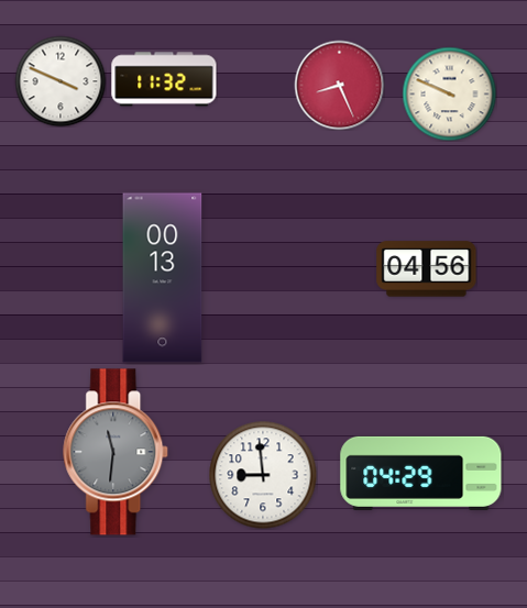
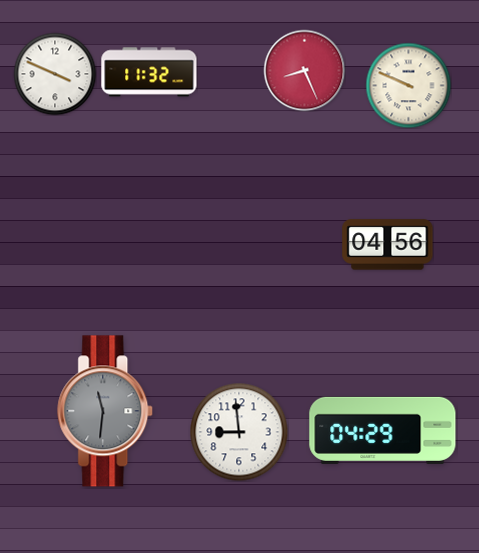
clock at (339, 85) position: (339, 85) -> (304, 70)
clock at (163, 278): 00:13 -> none
